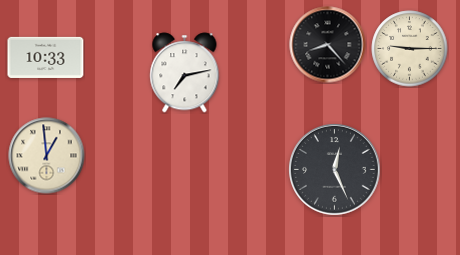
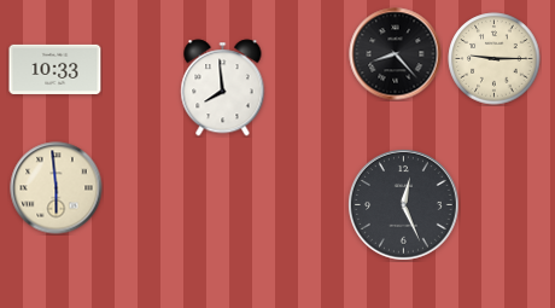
clock at (185, 73): 7:13 -> 7:59
clock at (47, 156): 12:59 -> 5:59
